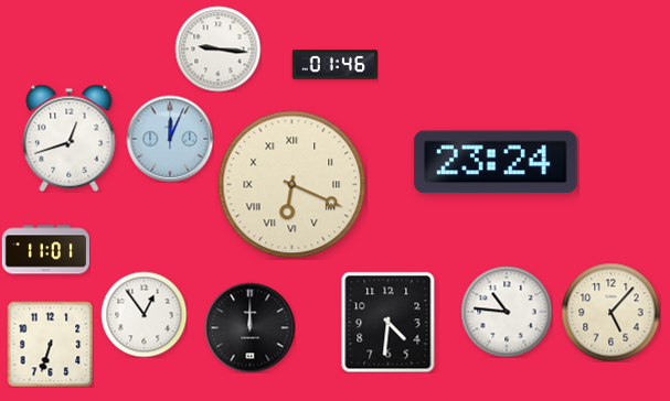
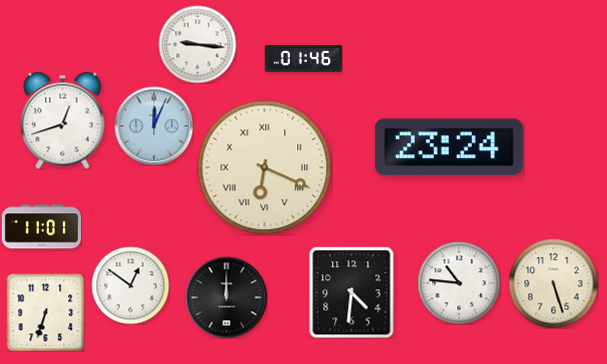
clock at (70, 138) position: (70, 138) -> (63, 120)
clock at (610, 312): 5:07 -> 5:27
clock at (143, 314): 12:54 -> 12:51
